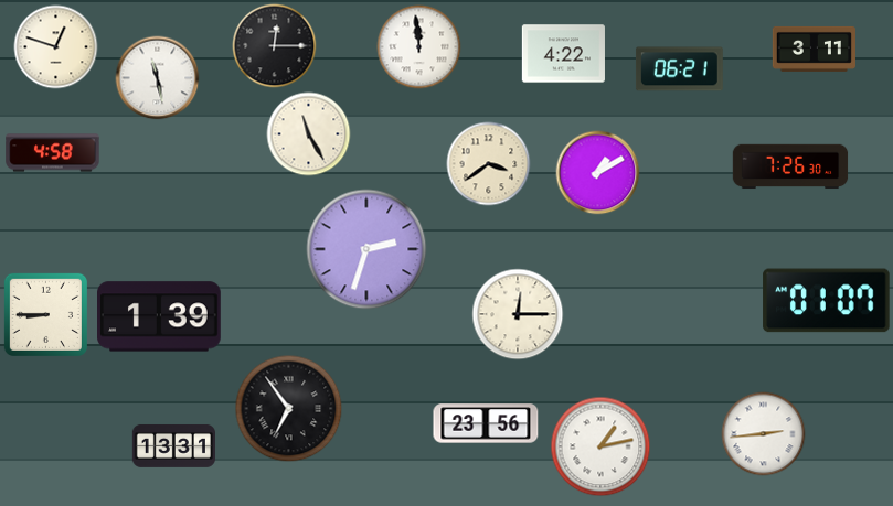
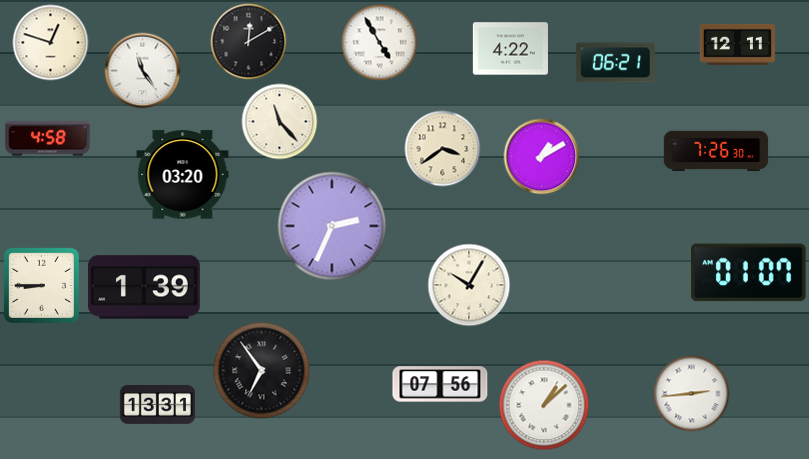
clock at (275, 46): 12:15 -> 12:10
clock at (419, 47): 11:59 -> 4:55
clock at (814, 49): 3:11 -> 12:11
clock at (158, 78): 11:28 -> 11:24
clock at (309, 134): 11:25 -> 11:23
clock at (183, 175): none -> 03:20
clock at (366, 249): 2:33 -> 2:34
clock at (518, 314): 12:15 -> 10:05
clock at (486, 423): 23:56 -> 07:56
clock at (600, 446): 1:13 -> 1:08
